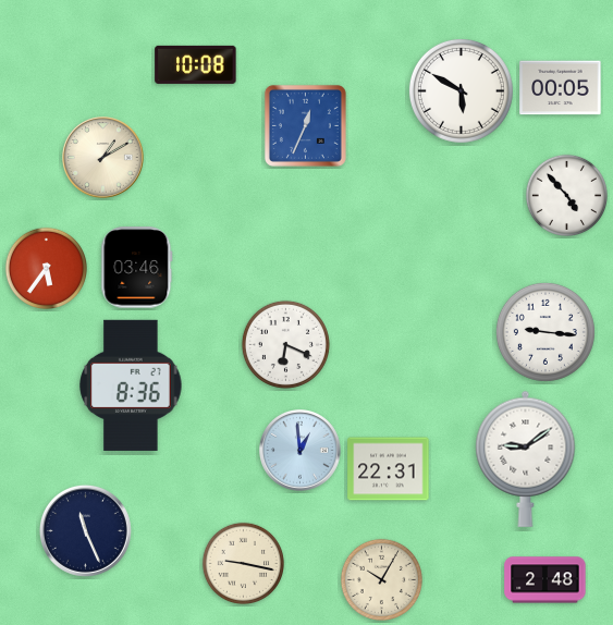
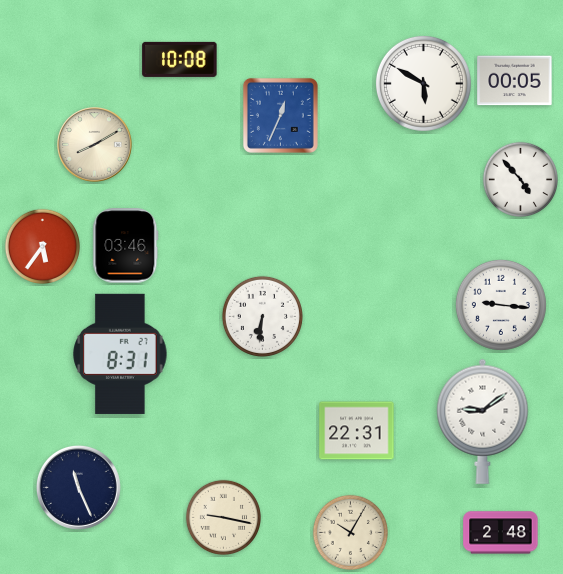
clock at (103, 158): 1:10 -> 8:10
clock at (285, 344): 6:19 -> 6:31
clock at (131, 385): 8:36 -> 8:31
clock at (301, 451): 12:59 -> none
